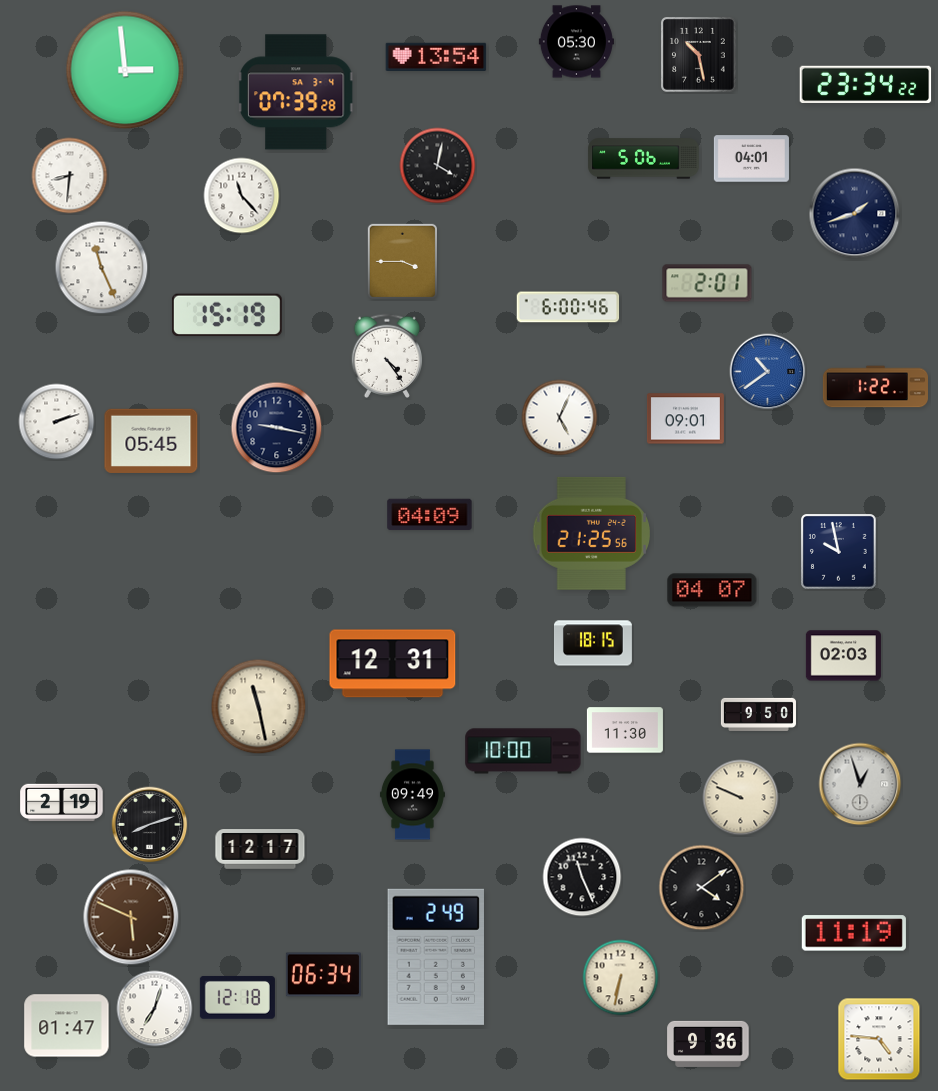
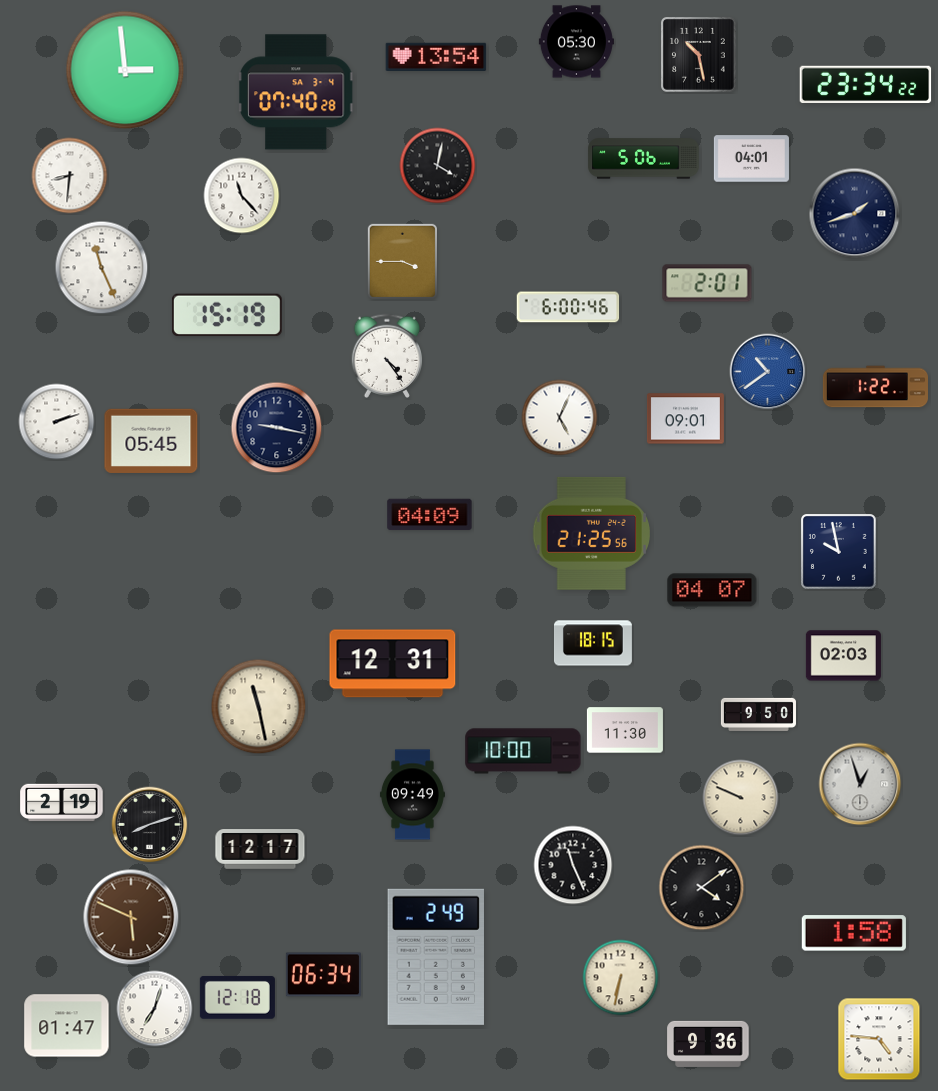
clock at (296, 92): 07:39 -> 07:40
clock at (582, 877) position: (582, 877) -> (573, 865)
clock at (854, 933): 11:19 -> 1:58
